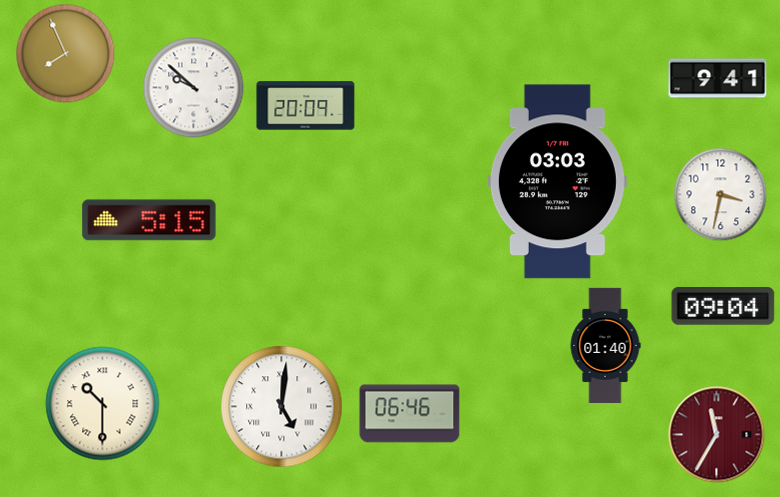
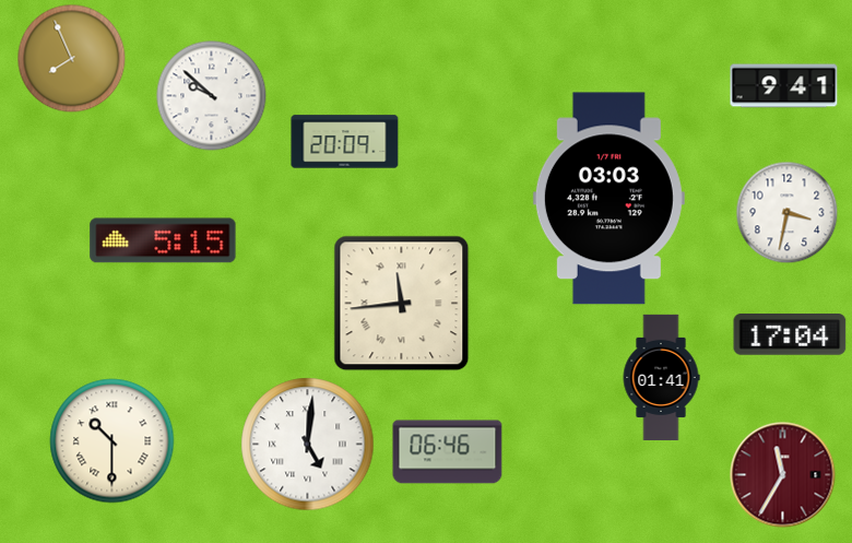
clock at (306, 106) position: (306, 106) -> (345, 142)
clock at (402, 304): none -> 11:44
clock at (723, 307): 09:04 -> 17:04
clock at (605, 345): 01:40 -> 01:41
